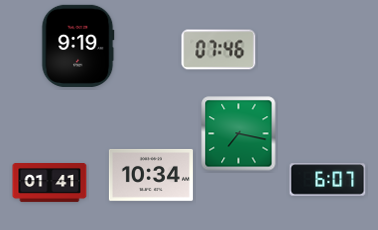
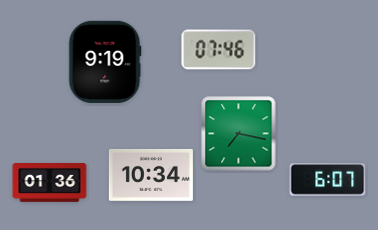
clock at (78, 46) position: (78, 46) -> (105, 62)
clock at (50, 183): 01:41 -> 01:36
